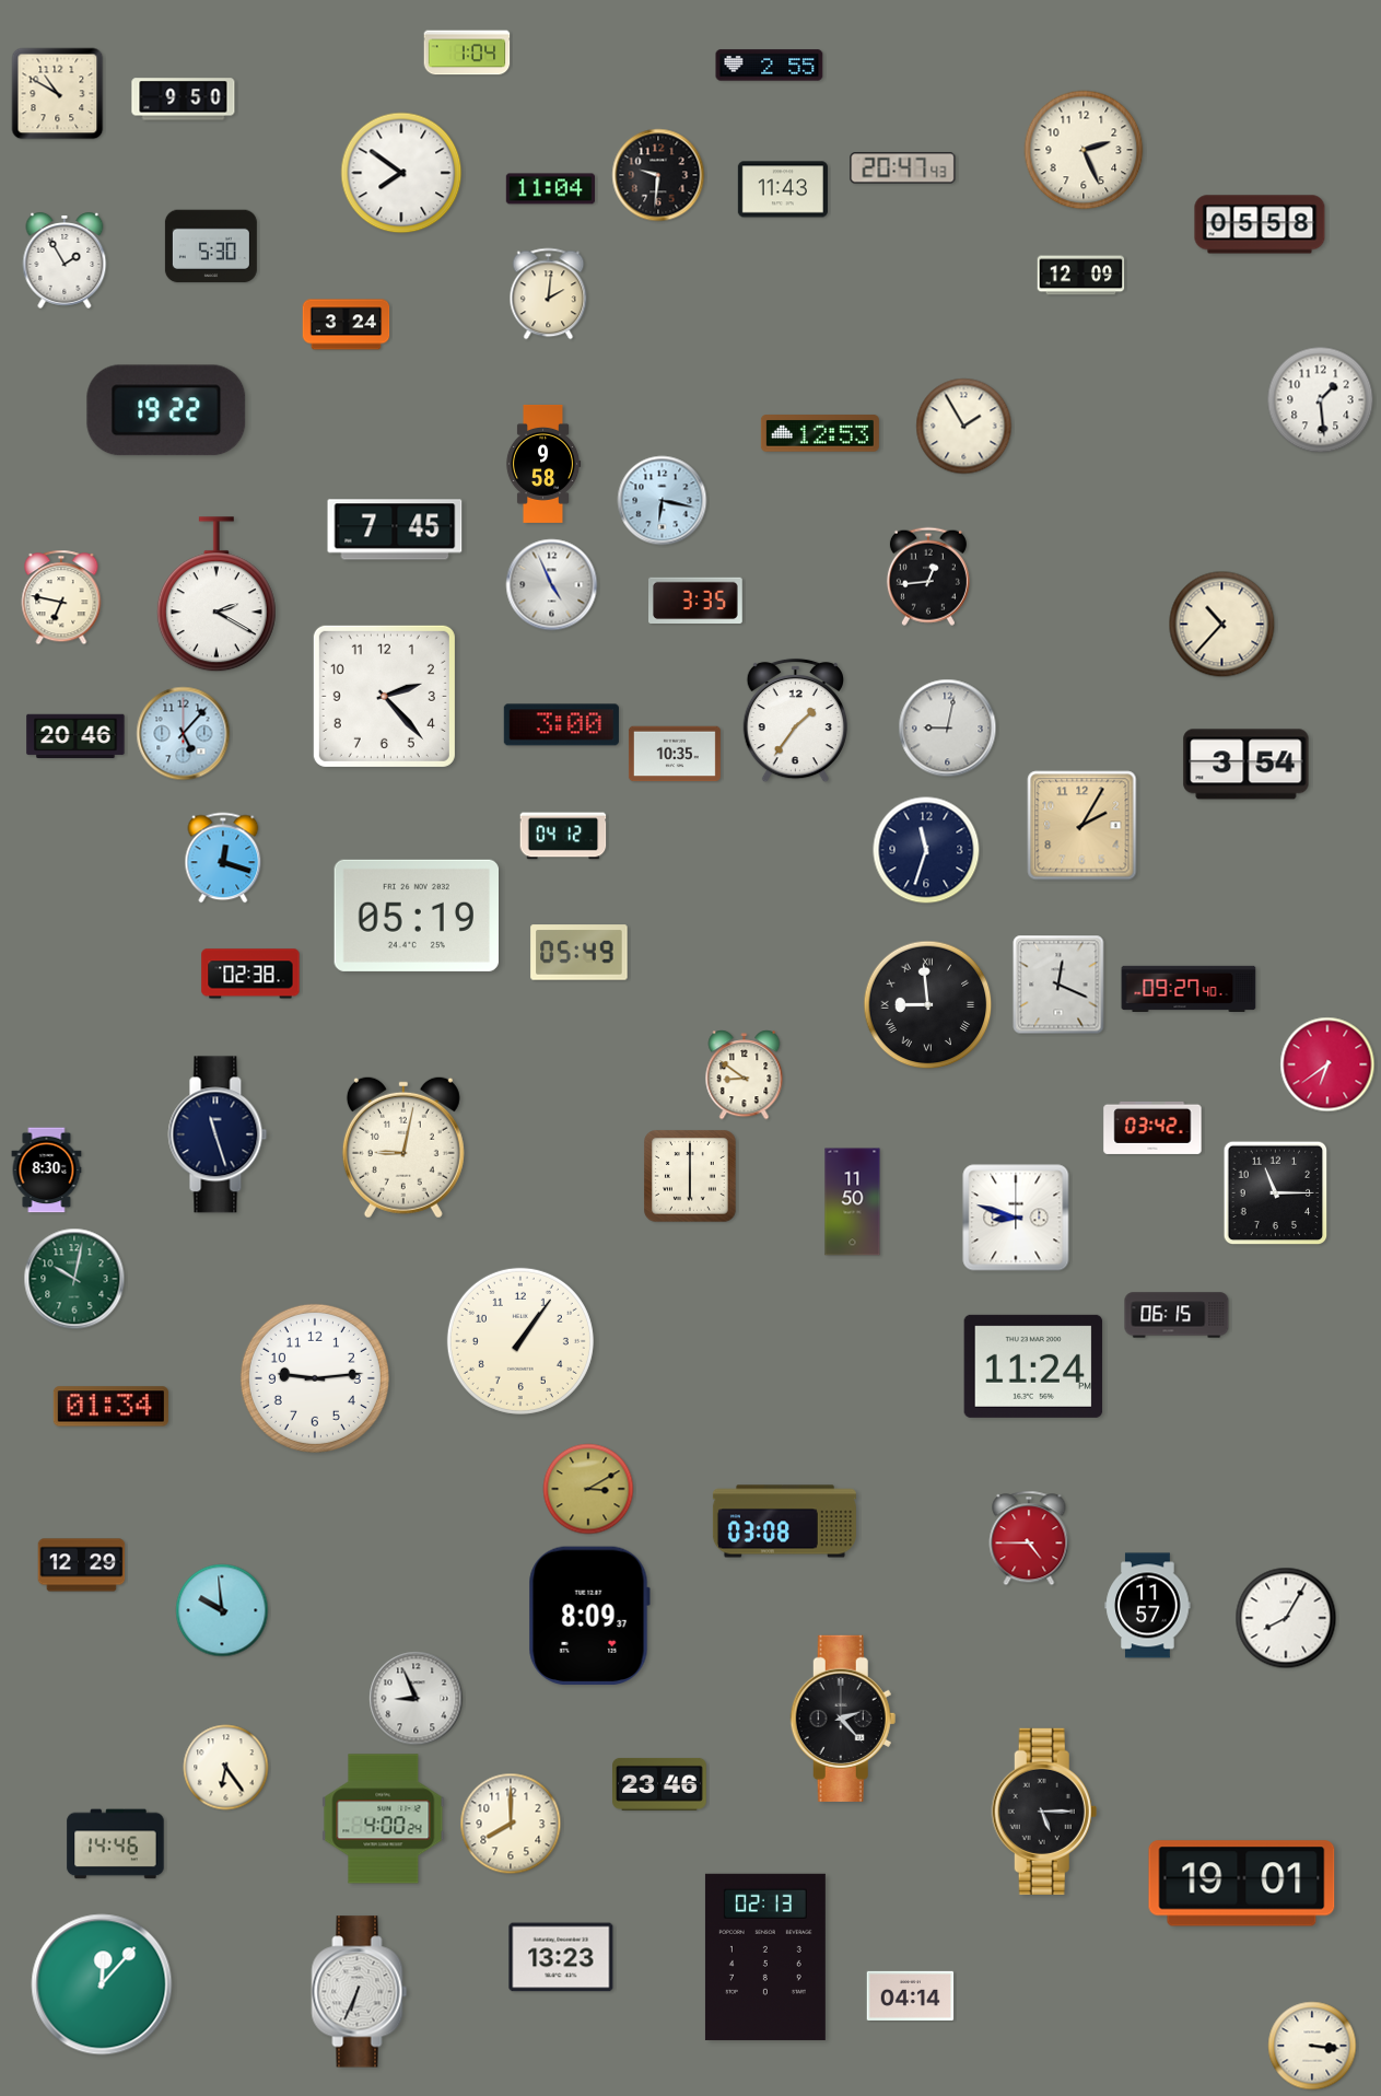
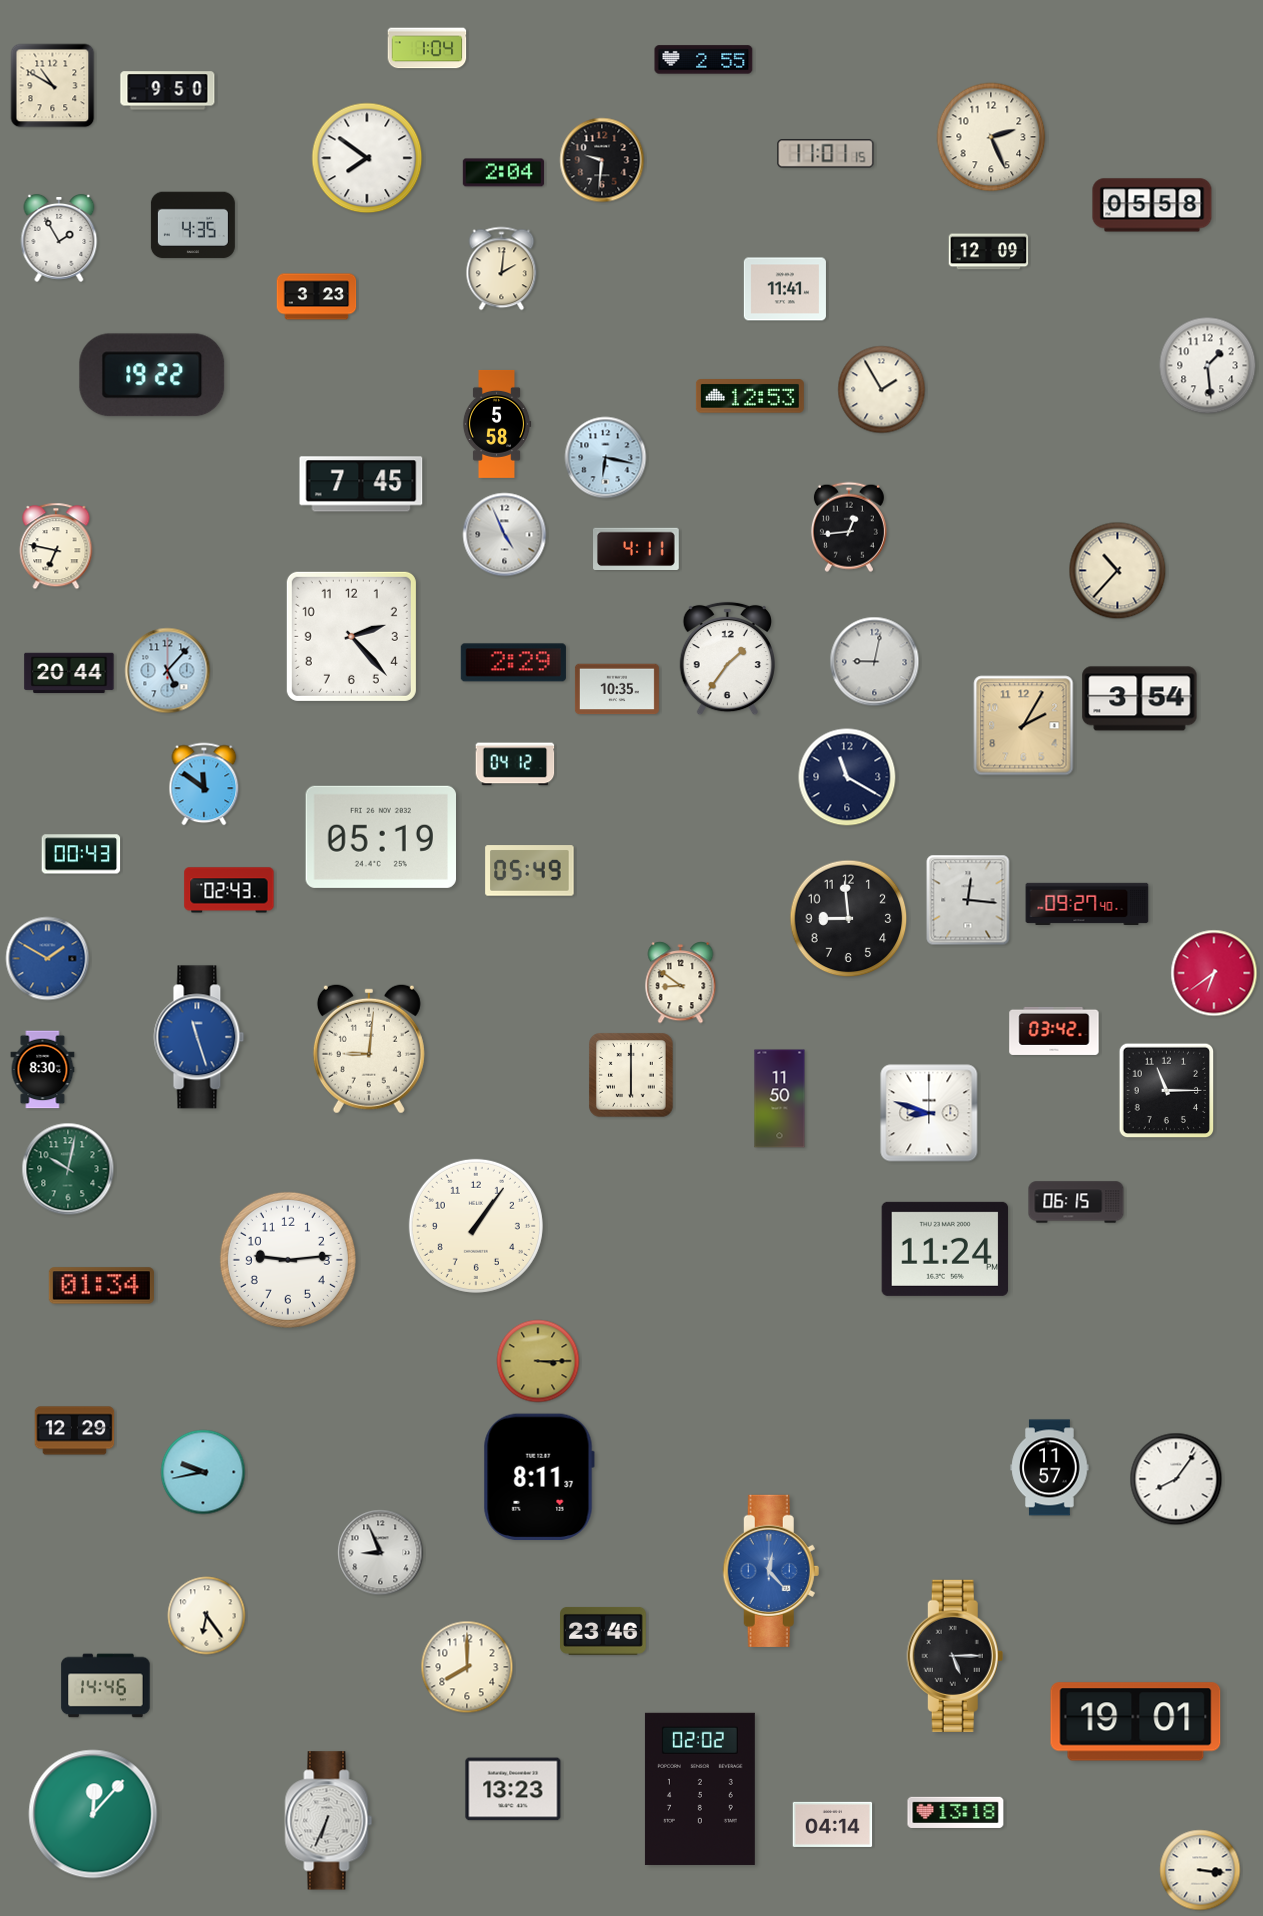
clock at (903, 168): 20:47 -> 11:01
clock at (550, 189): 11:04 -> 2:04
clock at (783, 189): 11:43 -> none
clock at (211, 246): 5:30 -> 4:35
clock at (785, 289): none -> 11:41
clock at (347, 325): 3:24 -> 3:23
clock at (543, 464): 9:58 -> 5:58
clock at (216, 595): 2:20 -> none
clock at (697, 601): 3:35 -> 4:11
clock at (561, 725): 3:00 -> 2:29
clock at (948, 729) position: (948, 729) -> (875, 662)
clock at (75, 736): 20:46 -> 20:44
clock at (1082, 826) position: (1082, 826) -> (1024, 726)
clock at (926, 850): 11:33 -> 11:20
clock at (223, 858): 12:18 -> 11:51
clock at (81, 854): none -> 00:43
clock at (250, 974): 02:38 -> 02:43
clock at (1058, 985): 12:19 -> 12:16
clock at (928, 1005) numerals: Roman -> Arabic
clock at (48, 959): none -> 1:50
clock at (218, 1134) dial: navy -> blue
clock at (403, 1148): 9:02 -> 9:01
clock at (588, 1489): 3:10 -> 3:15
clock at (784, 1522): 03:08 -> none
clock at (1029, 1538): 4:45 -> none
clock at (222, 1610): 9:59 -> 9:43
clock at (589, 1615): 8:09 -> 8:11
clock at (1286, 1618): 8:05 -> 8:06
clock at (843, 1719): 2:23 -> 12:23
clock at (843, 1719) dial: black -> blue
clock at (384, 1819): 4:00 -> none
clock at (765, 1957): 02:13 -> 02:02
clock at (956, 1812): none -> 13:18
